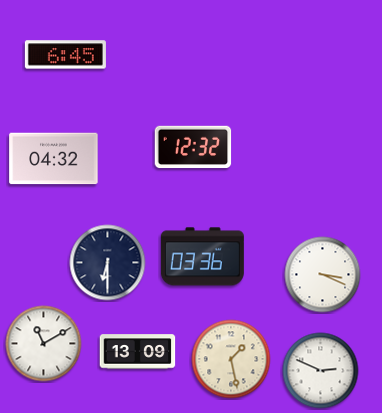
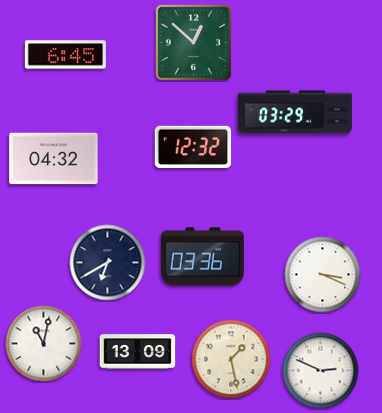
clock at (193, 42): none -> 12:52
clock at (295, 112): none -> 03:29
clock at (108, 263): 6:30 -> 6:40
clock at (44, 344): 11:10 -> 11:02
